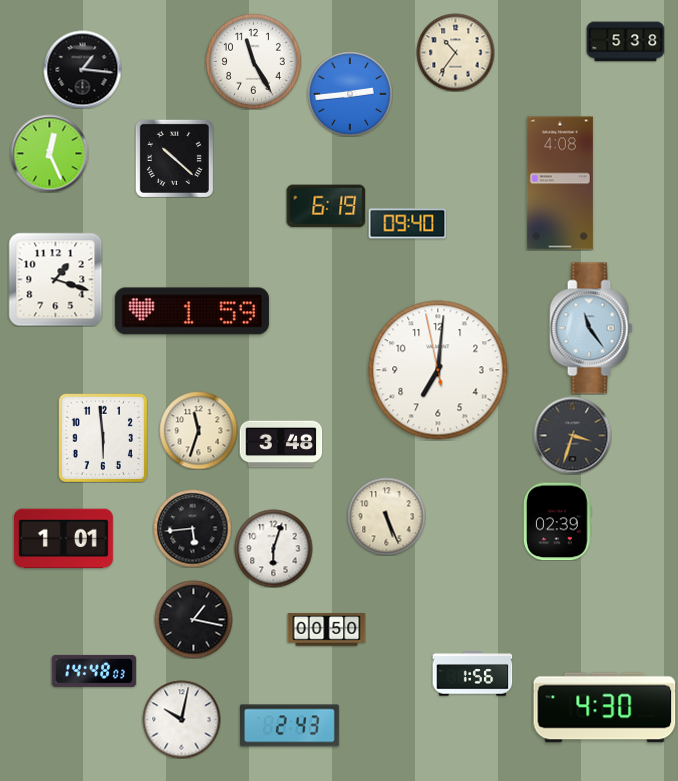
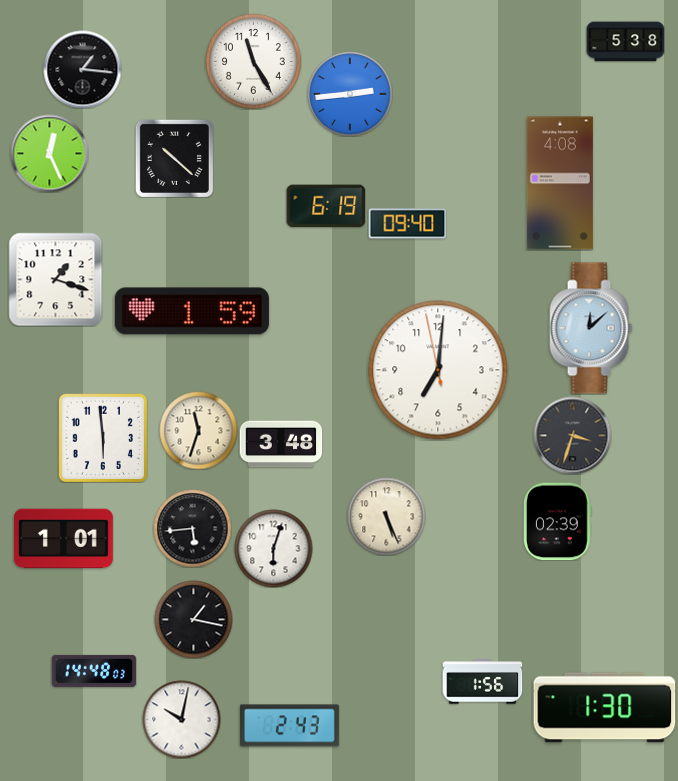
clock at (455, 52): 10:36 -> none
clock at (591, 328): 11:24 -> 12:08
clock at (326, 630): 00:50 -> none
clock at (472, 674) position: (472, 674) -> (482, 682)
clock at (605, 708): 4:30 -> 1:30
